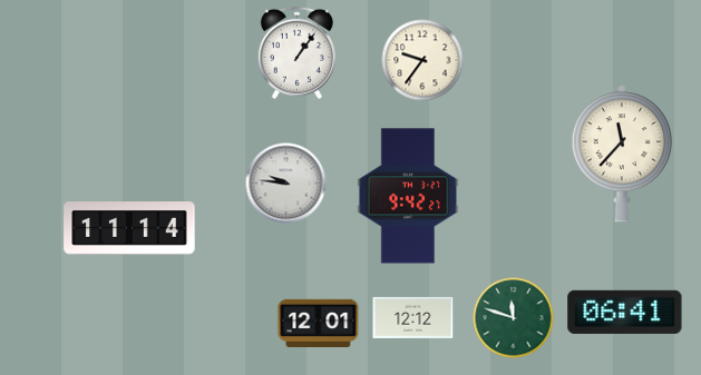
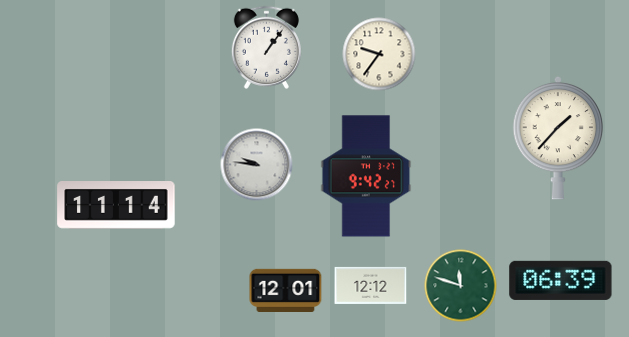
clock at (622, 154): 11:37 -> 1:37
clock at (625, 312): 06:41 -> 06:39
